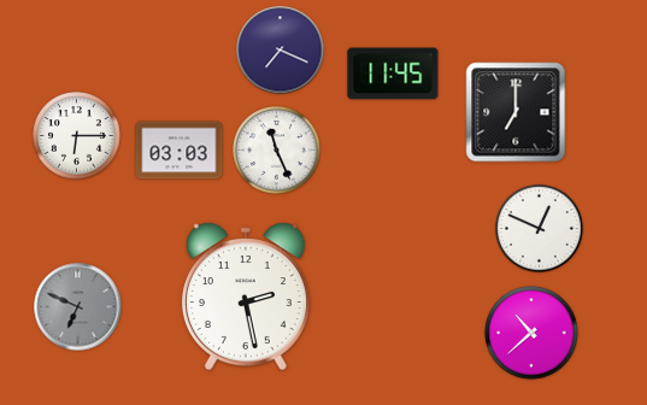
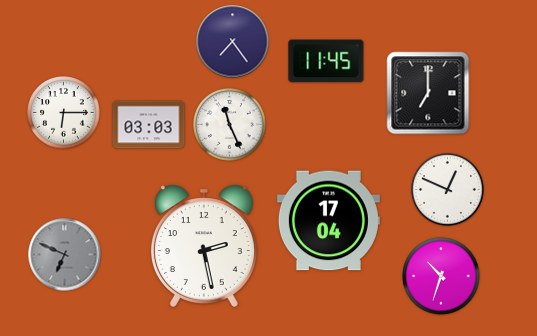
clock at (281, 51): 7:19 -> 7:24
clock at (328, 221): none -> 17:04
clock at (531, 333): 10:38 -> 10:33
